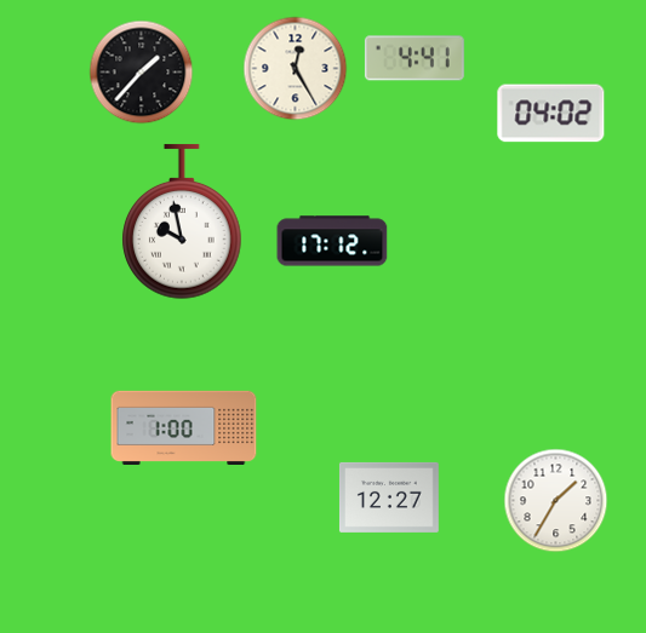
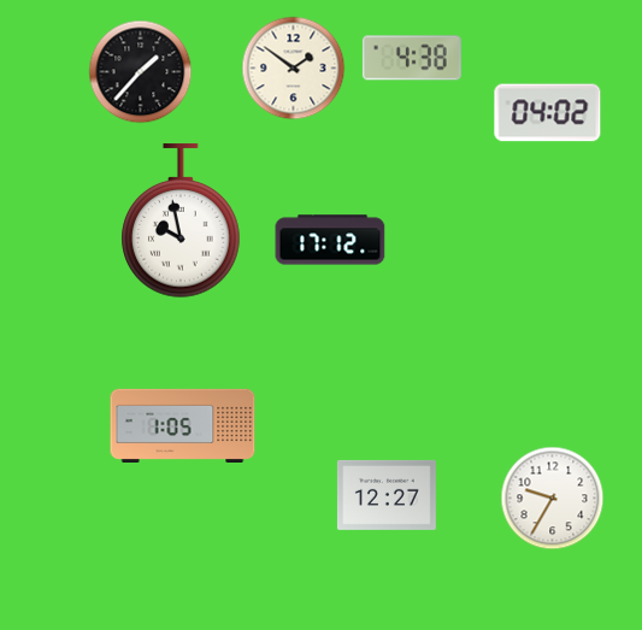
clock at (415, 58): 4:41 -> 4:38
clock at (296, 69): 12:25 -> 1:51
clock at (184, 427): 1:00 -> 1:05
clock at (556, 501): 1:35 -> 9:35
